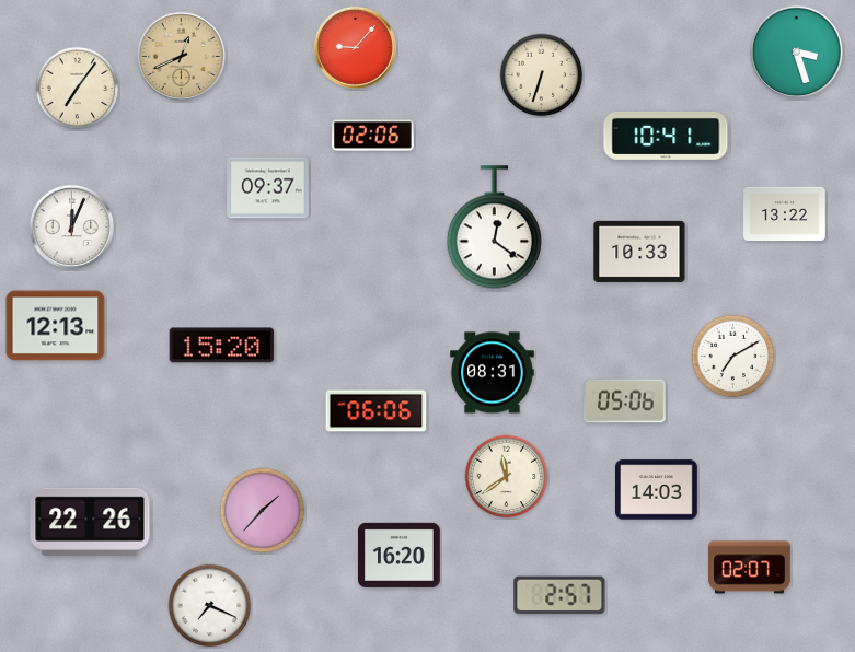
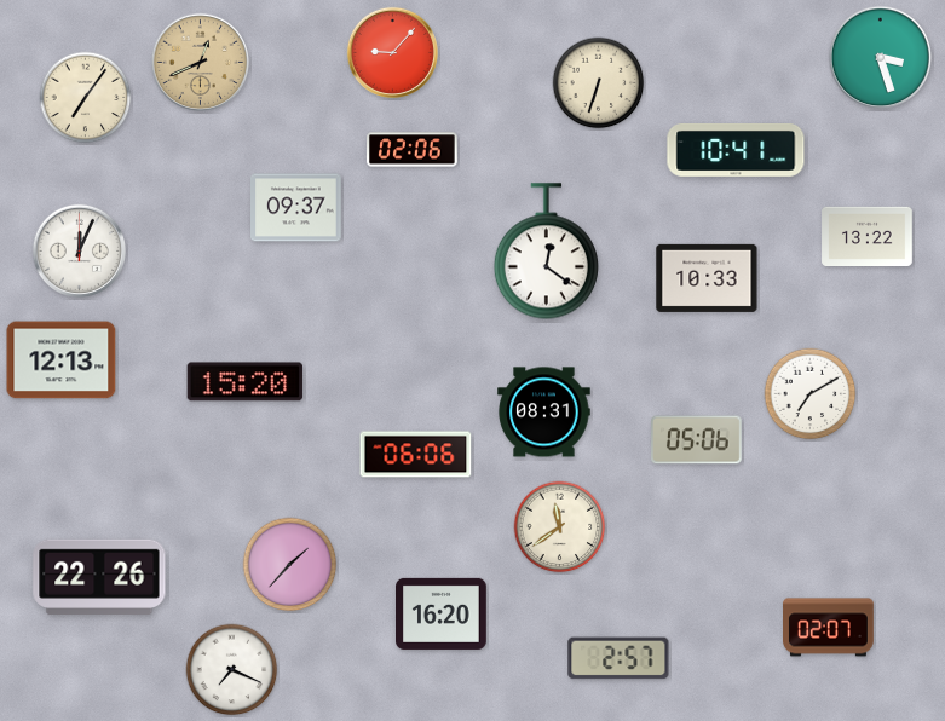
clock at (625, 401) position: (625, 401) -> (697, 440)
clock at (657, 490): 14:03 -> none
